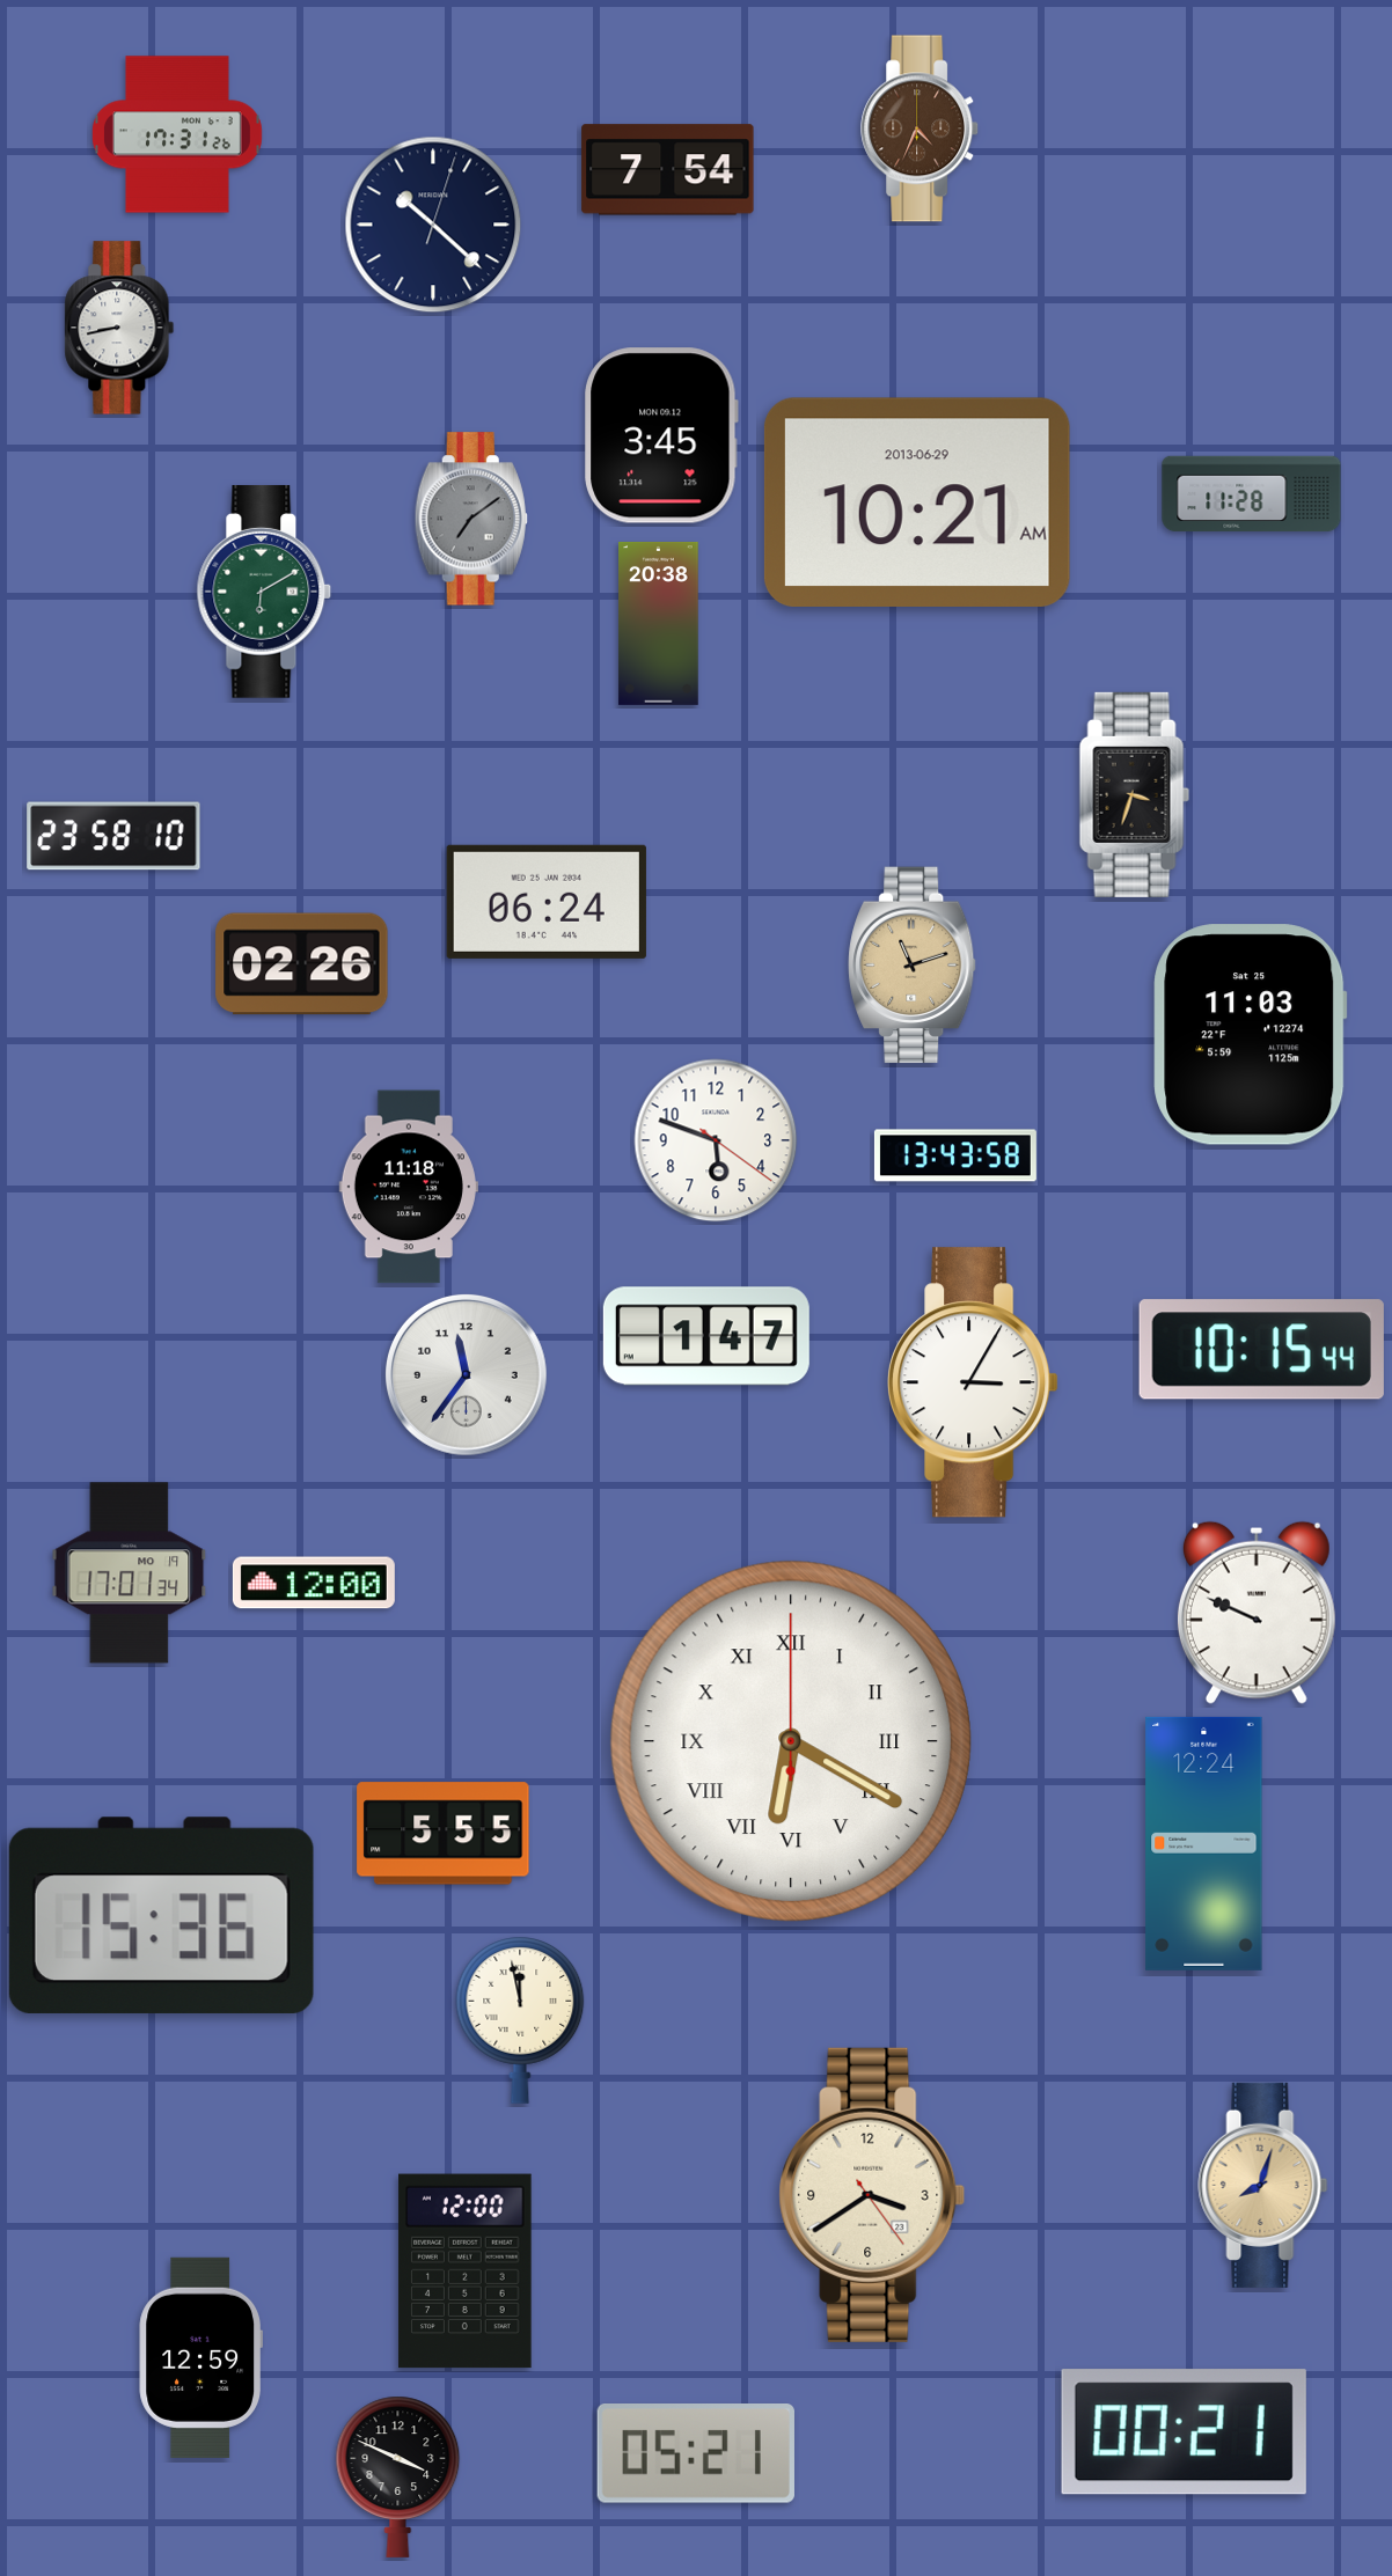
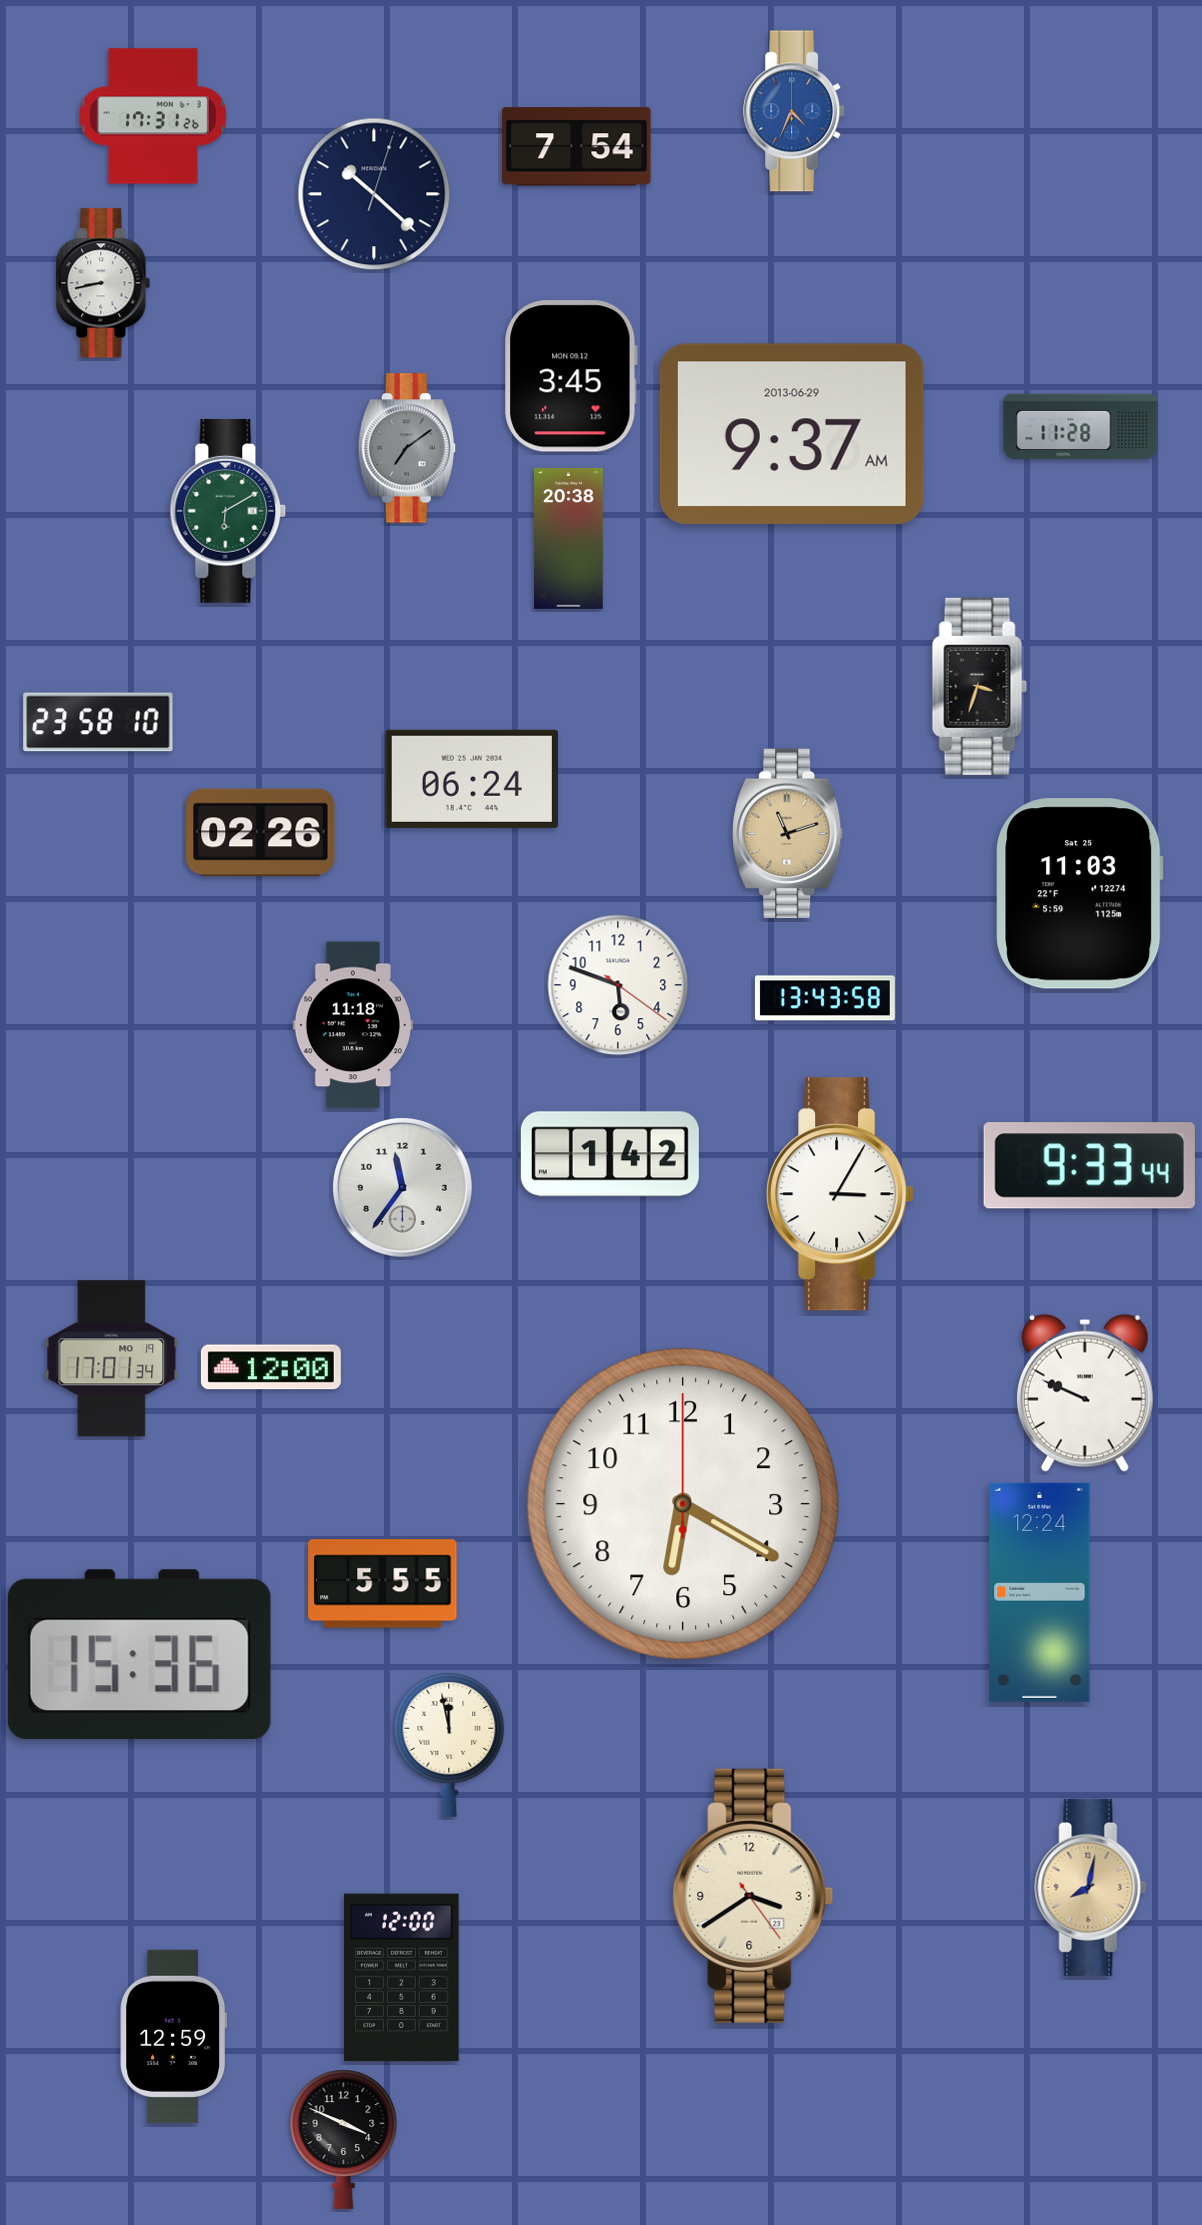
clock at (921, 129) dial: brown -> blue
clock at (917, 501): 10:21 -> 9:37
clock at (706, 1336): 1:47 -> 1:42
clock at (1261, 1350): 10:15 -> 9:33
clock at (791, 1741) numerals: Roman -> Arabic
clock at (1263, 2185): 8:03 -> 8:02
clock at (466, 2272) position: (466, 2272) -> (402, 1978)
clock at (1184, 2432): 00:21 -> none
clock at (696, 2454): 05:21 -> none
